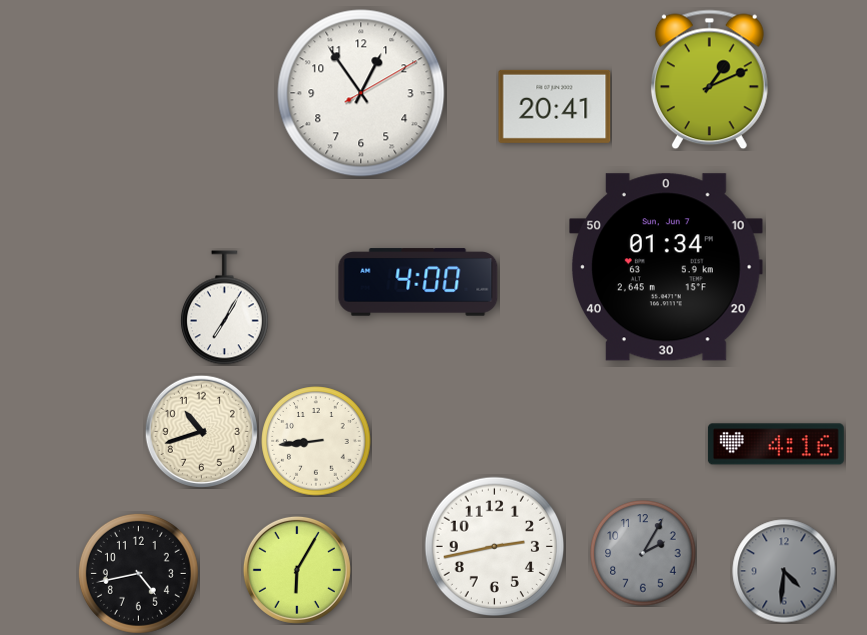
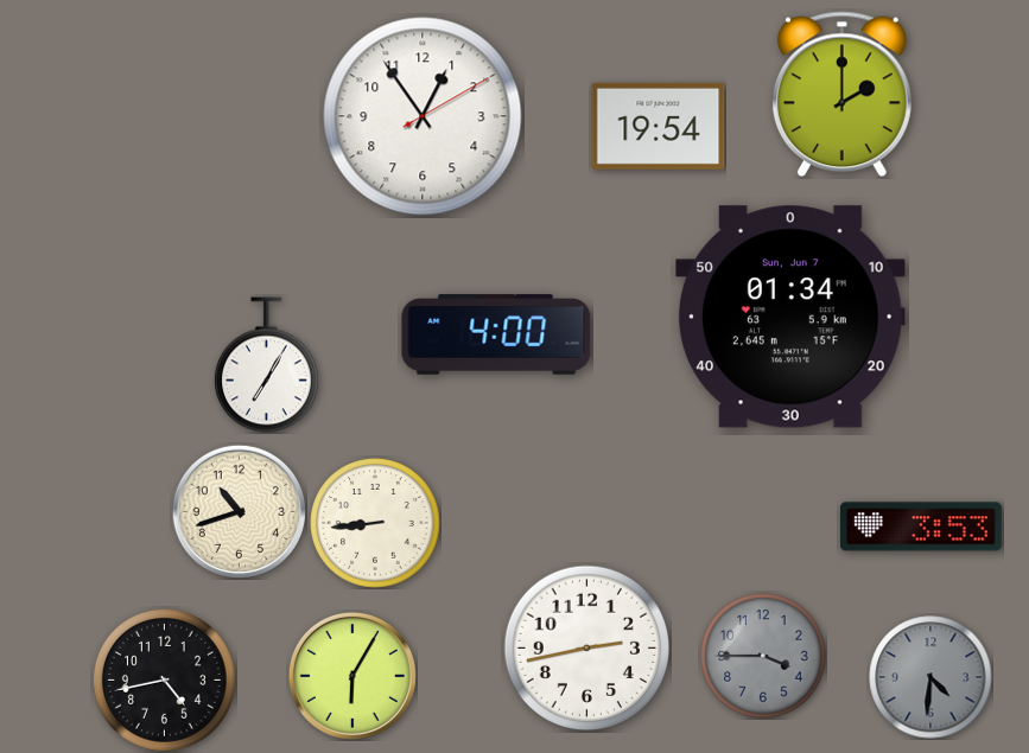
clock at (709, 80): 1:11 -> 2:00
clock at (361, 93) position: (361, 93) -> (423, 116)
clock at (555, 106): 20:41 -> 19:54
clock at (776, 444): 4:16 -> 3:53
clock at (643, 553): 2:05 -> 3:45
